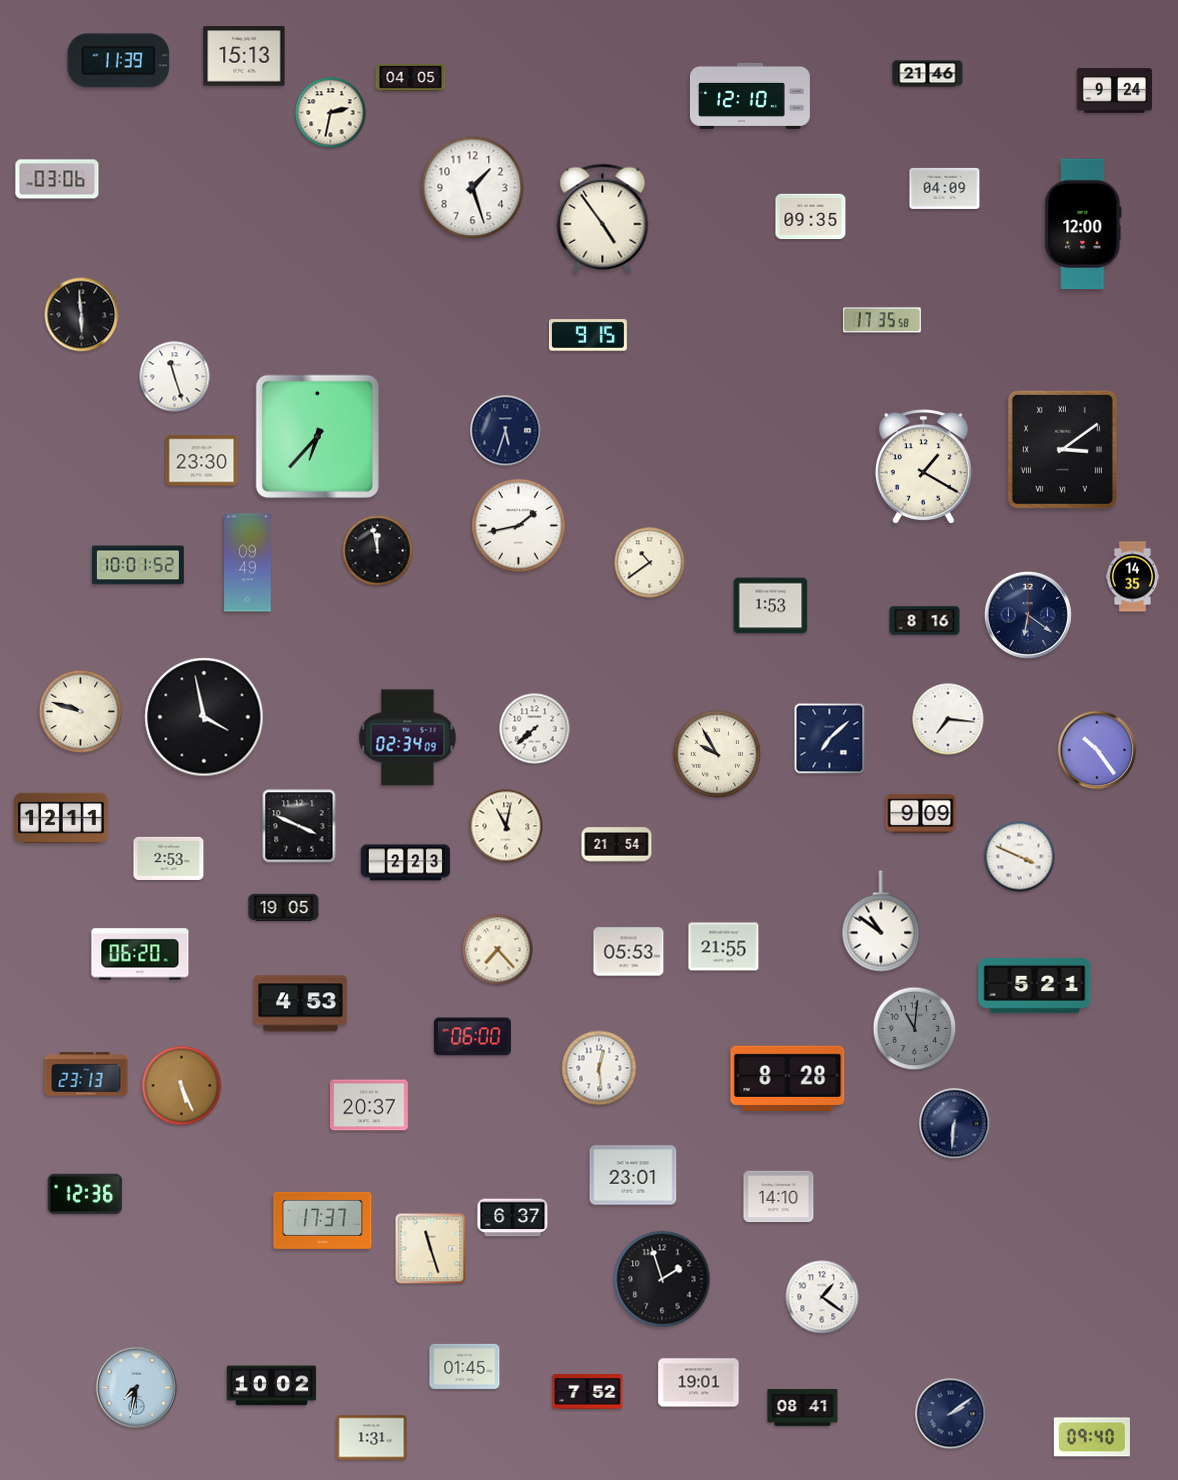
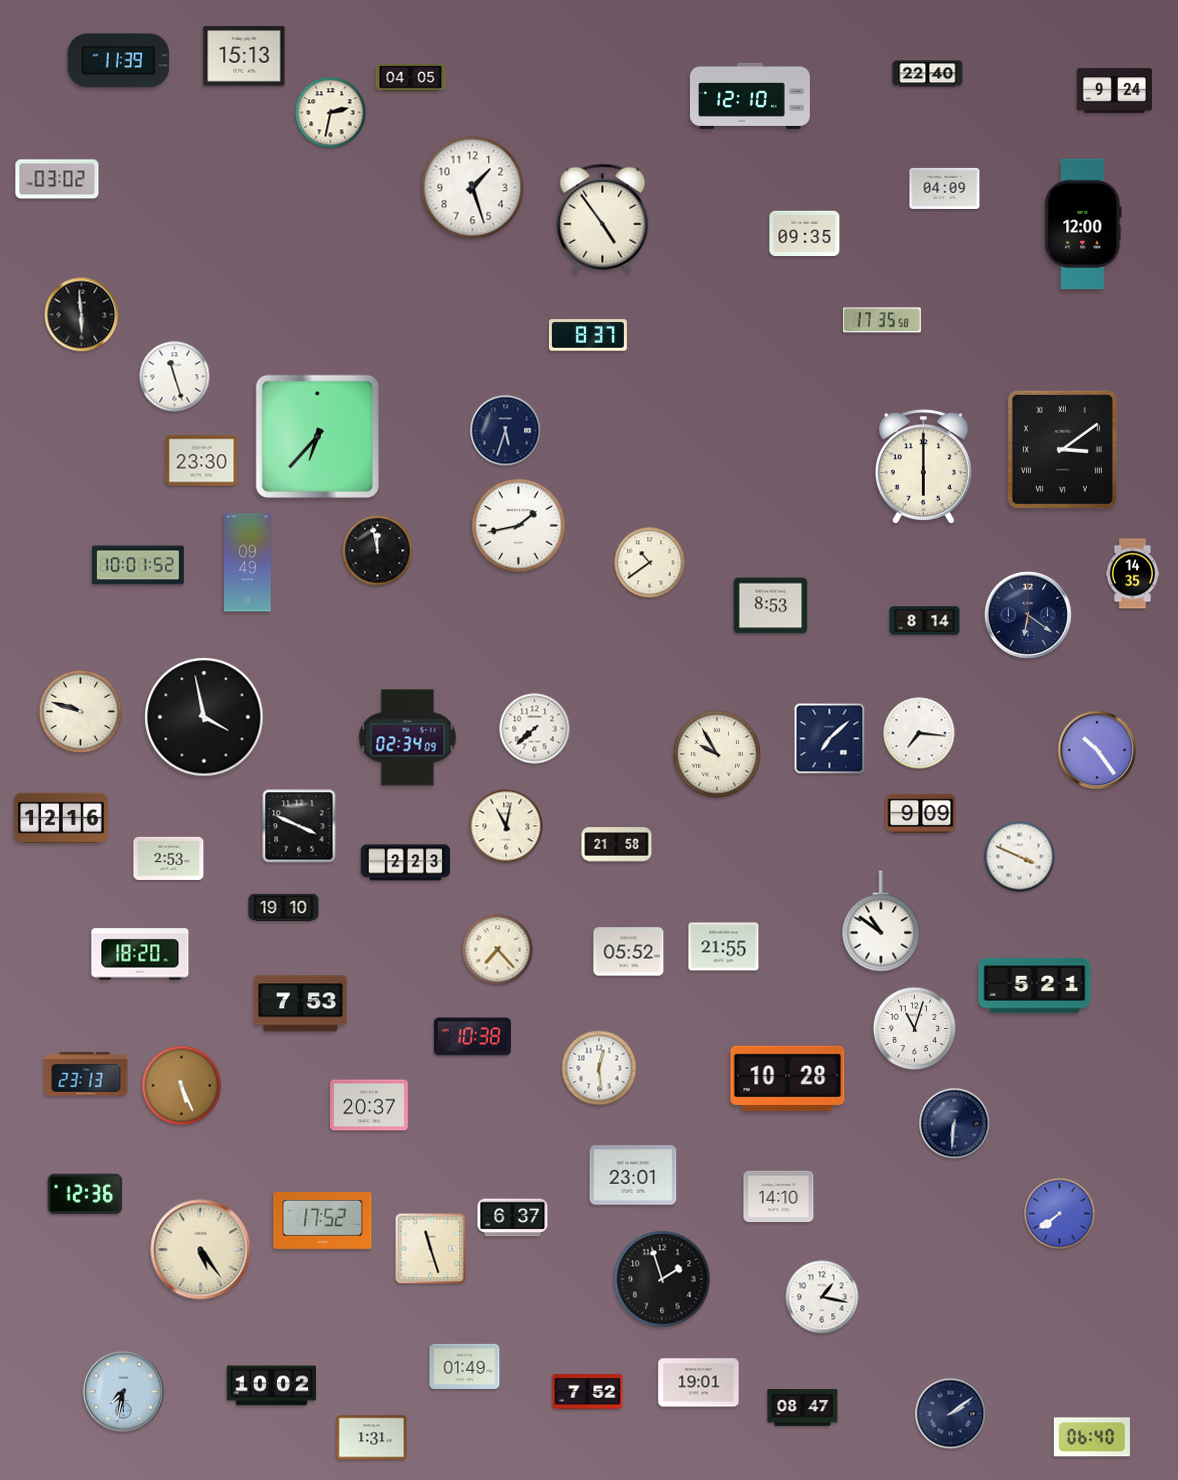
clock at (928, 74): 21:46 -> 22:40
clock at (57, 179): 03:06 -> 03:02
clock at (811, 217) position: (811, 217) -> (805, 234)
clock at (588, 335): 9:15 -> 8:37
clock at (923, 467): 1:20 -> 6:00
clock at (1133, 577) position: (1133, 577) -> (1133, 574)
clock at (771, 606): 1:53 -> 8:53
clock at (925, 621): 8:16 -> 8:14
clock at (948, 719) position: (948, 719) -> (919, 733)
clock at (61, 818): 12:11 -> 12:16
clock at (617, 845): 21:54 -> 21:58
clock at (284, 908): 19:05 -> 19:10
clock at (629, 952): 05:53 -> 05:52
clock at (140, 954): 06:20 -> 18:20
clock at (301, 1004): 4:53 -> 7:53
clock at (915, 1029): 11:01 -> 11:03
clock at (915, 1029) dial: grey -> white
clock at (472, 1037): 06:00 -> 10:38
clock at (788, 1078): 8:28 -> 10:28
clock at (1060, 1214): none -> 7:39
clock at (323, 1220): 17:37 -> 17:52
clock at (201, 1250): none -> 5:24
clock at (822, 1297): 1:21 -> 1:17
clock at (465, 1366): 01:45 -> 01:49
clock at (137, 1388) position: (137, 1388) -> (124, 1392)
clock at (803, 1408): 08:41 -> 08:47
clock at (1092, 1437): 09:40 -> 06:40
